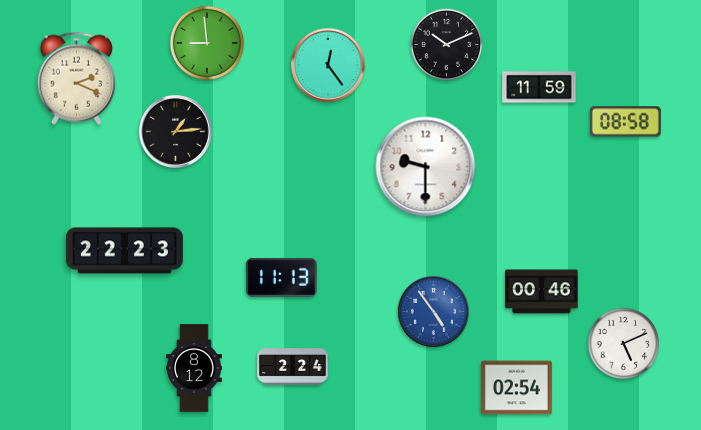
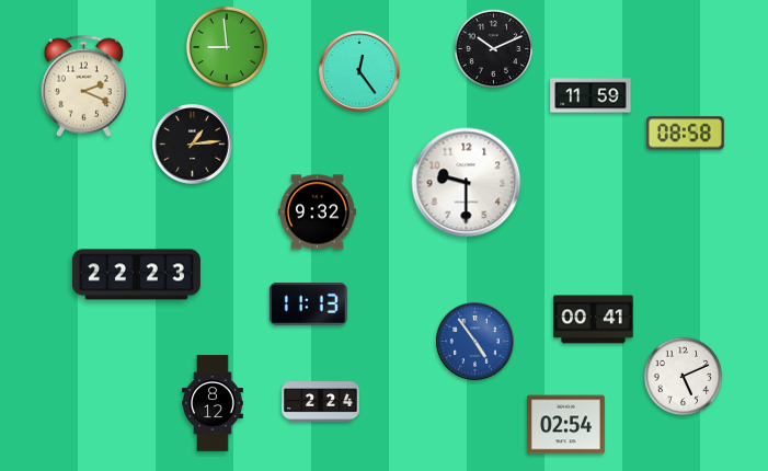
clock at (447, 45) position: (447, 45) -> (494, 49)
clock at (317, 212): none -> 9:32
clock at (542, 292): 00:46 -> 00:41
